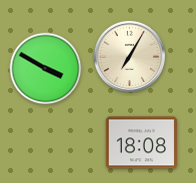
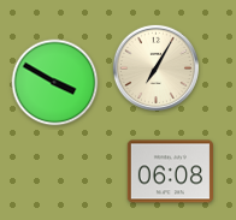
clock at (141, 143): 18:08 -> 06:08
